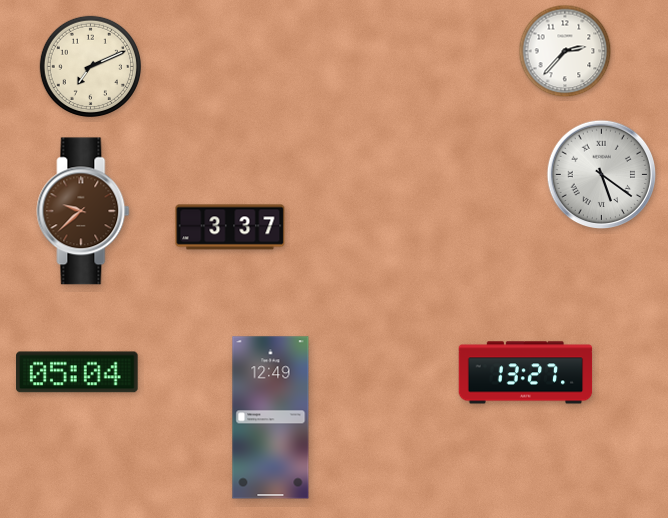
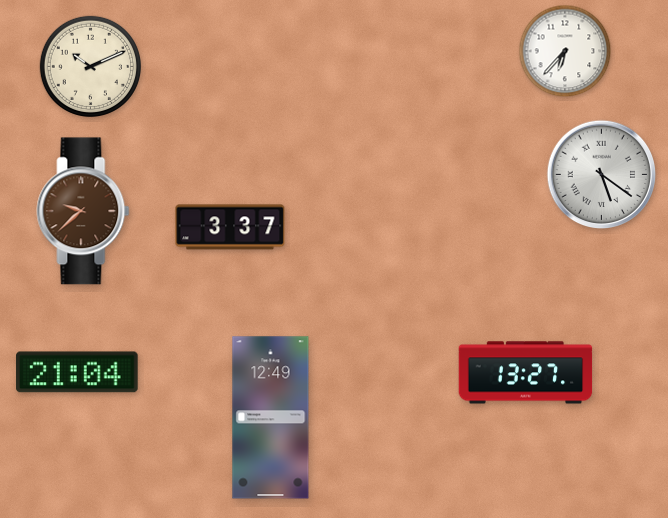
clock at (565, 51): 2:37 -> 6:37
clock at (90, 66): 7:11 -> 10:11
clock at (77, 372): 05:04 -> 21:04
